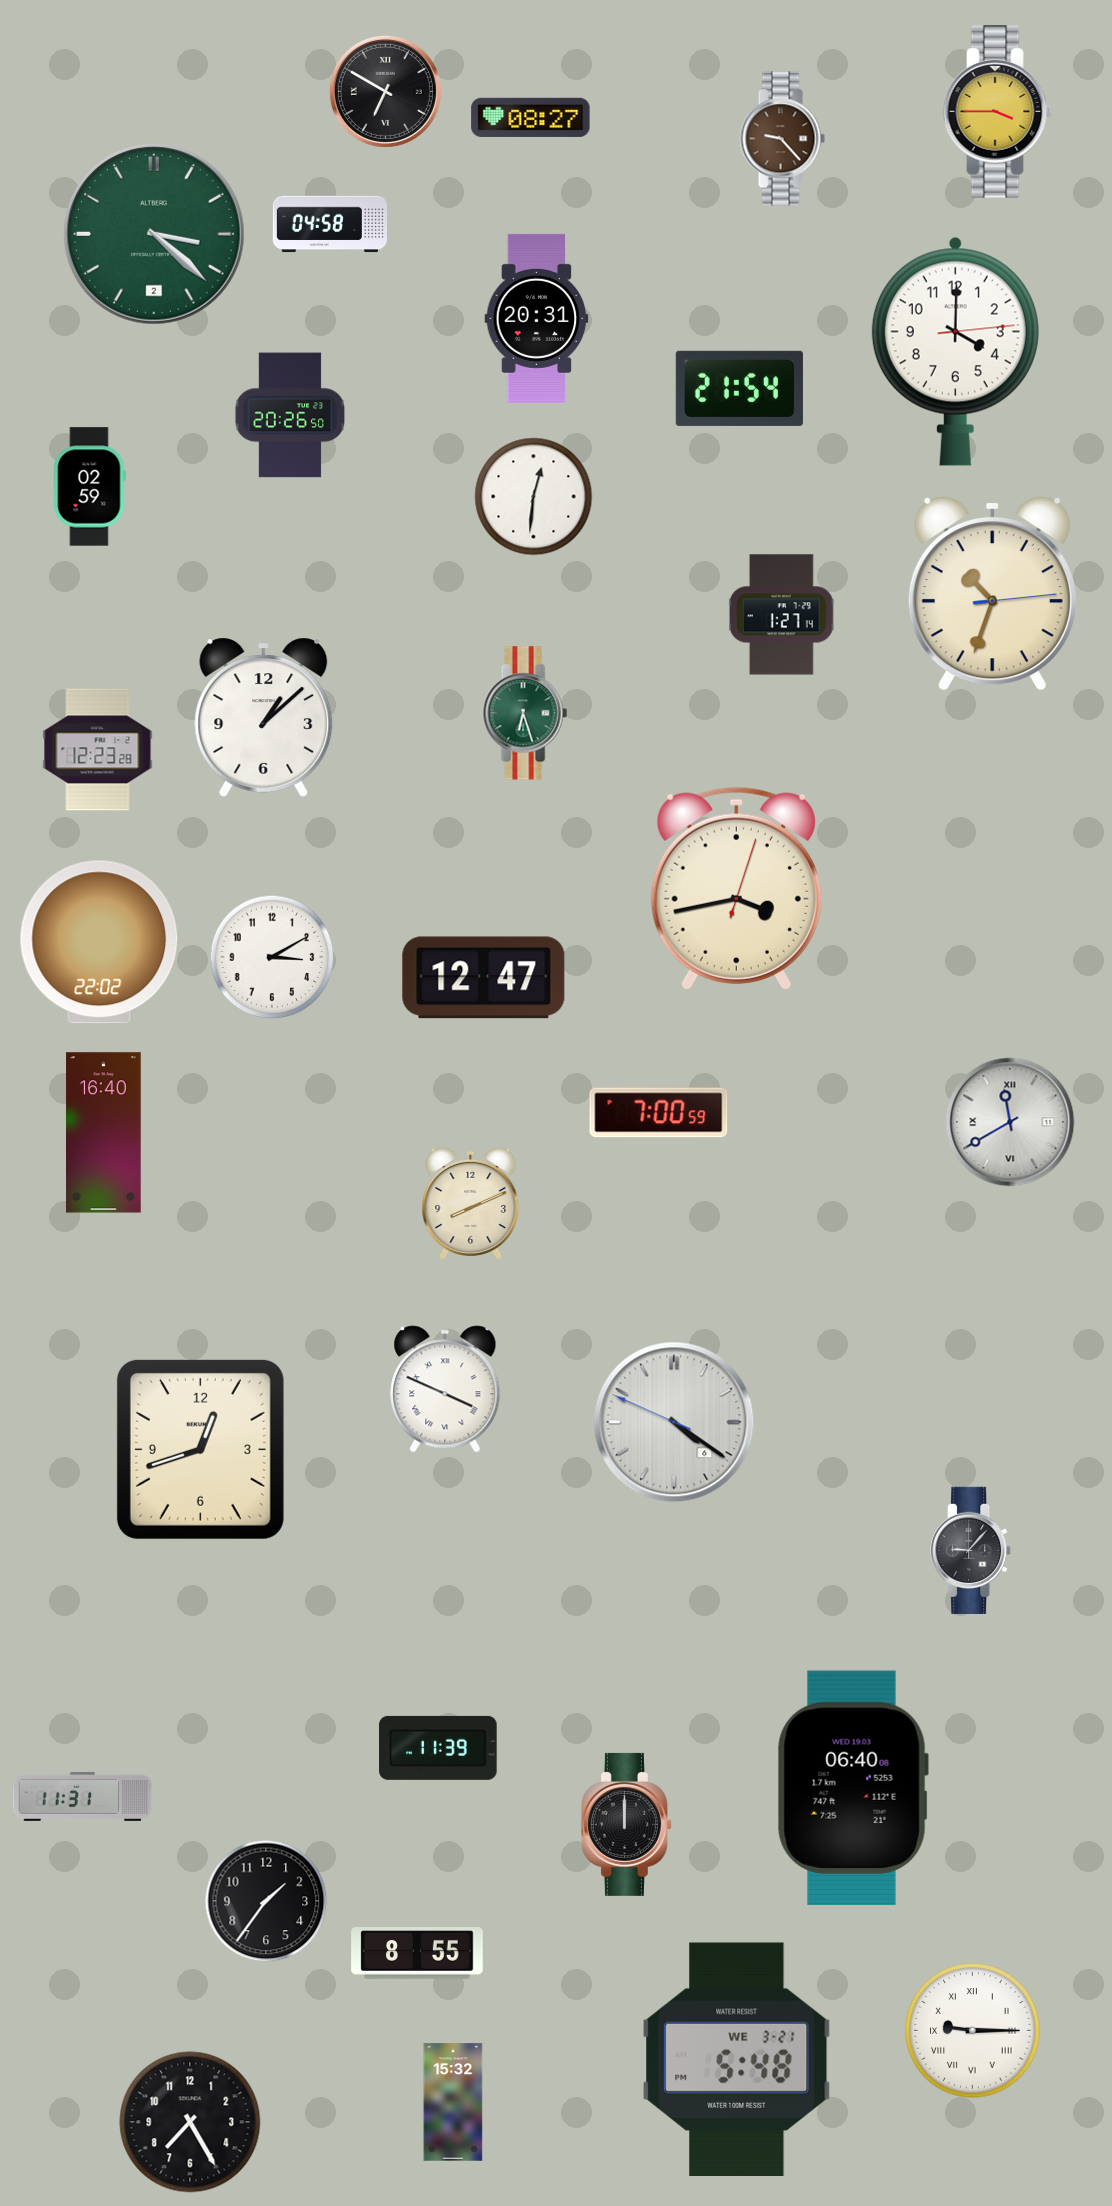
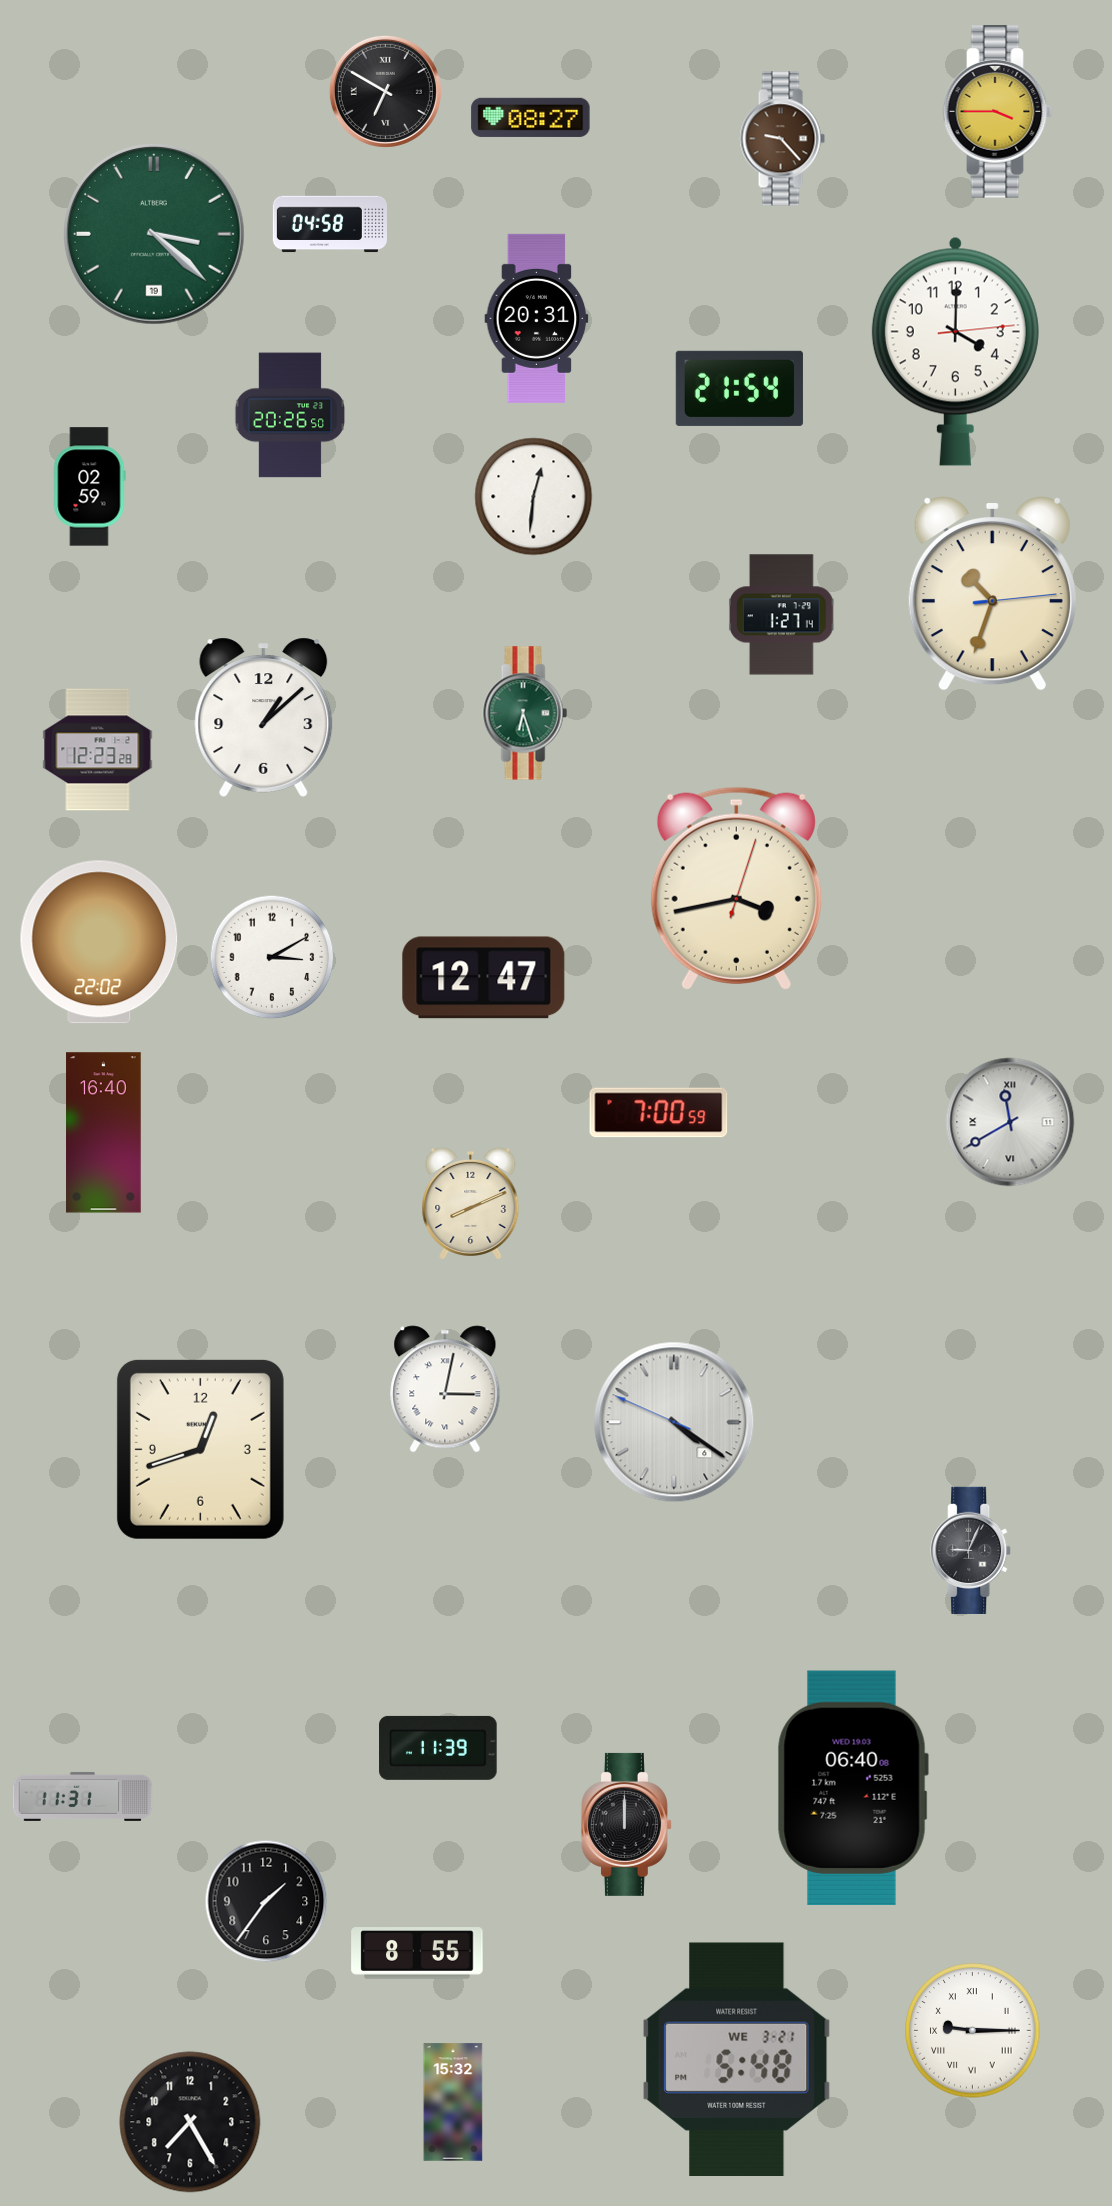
clock at (154, 234) date: 2 -> 19
clock at (445, 1389): 3:49 -> 3:02
clock at (971, 1550): 9:07 -> 9:04
